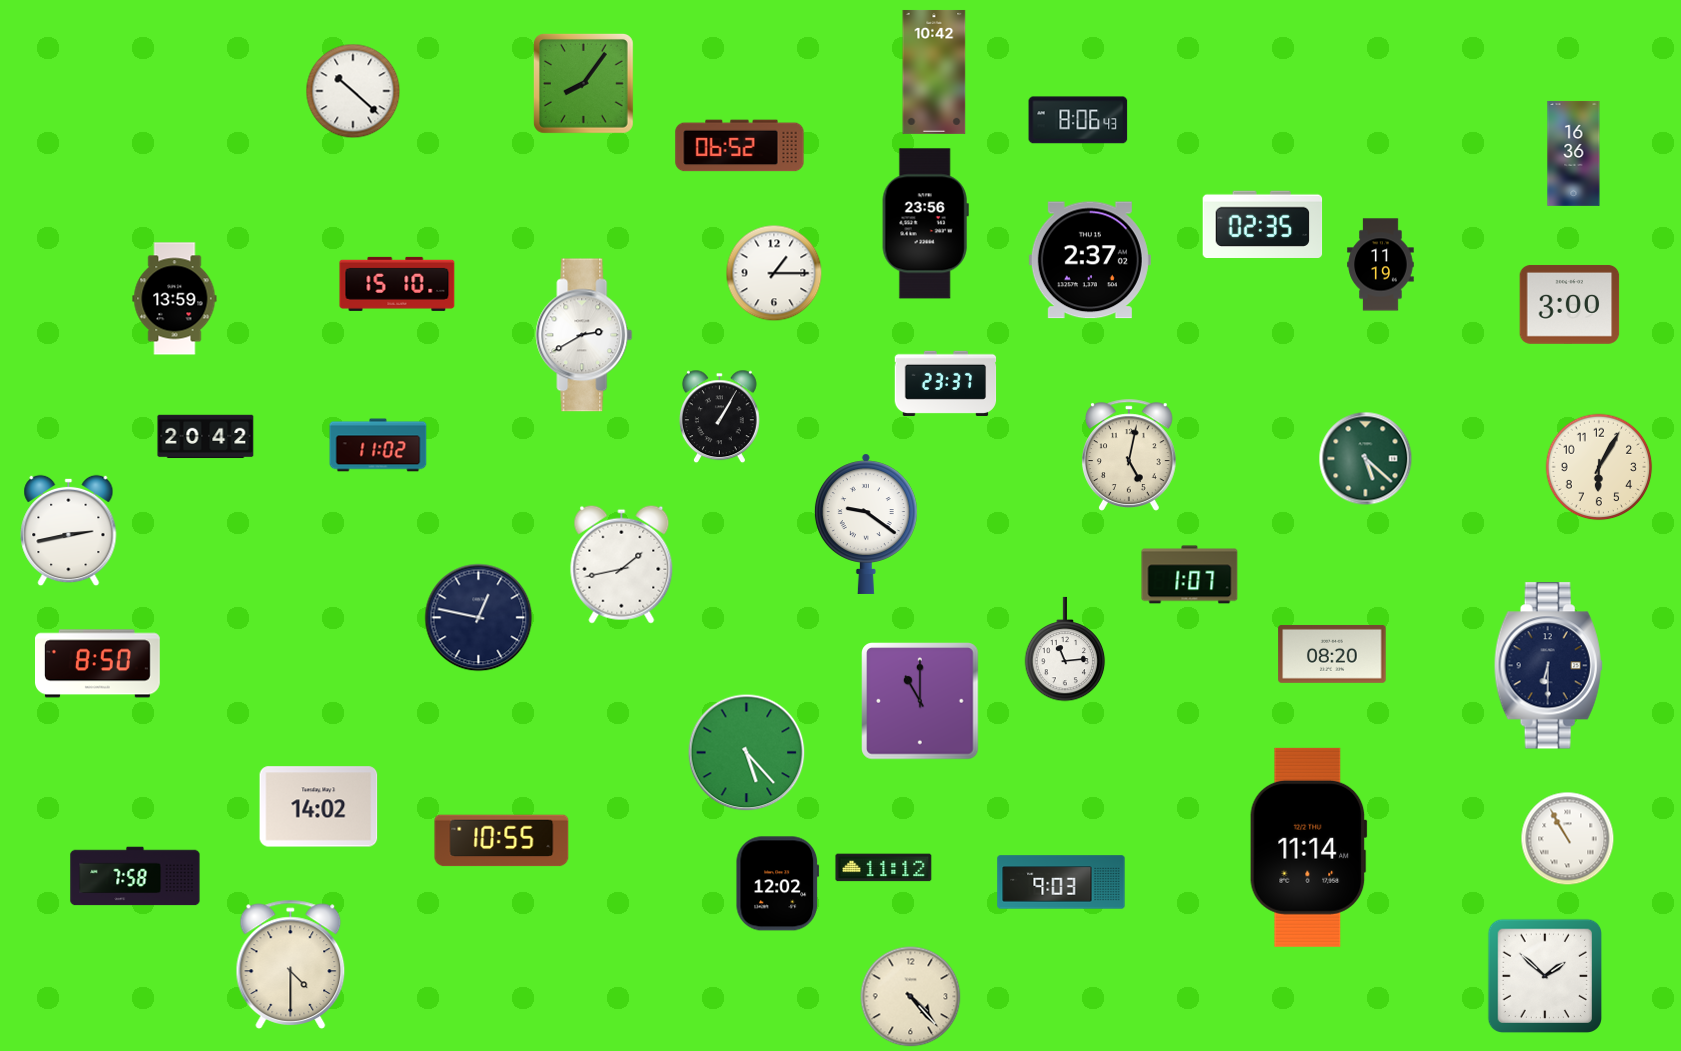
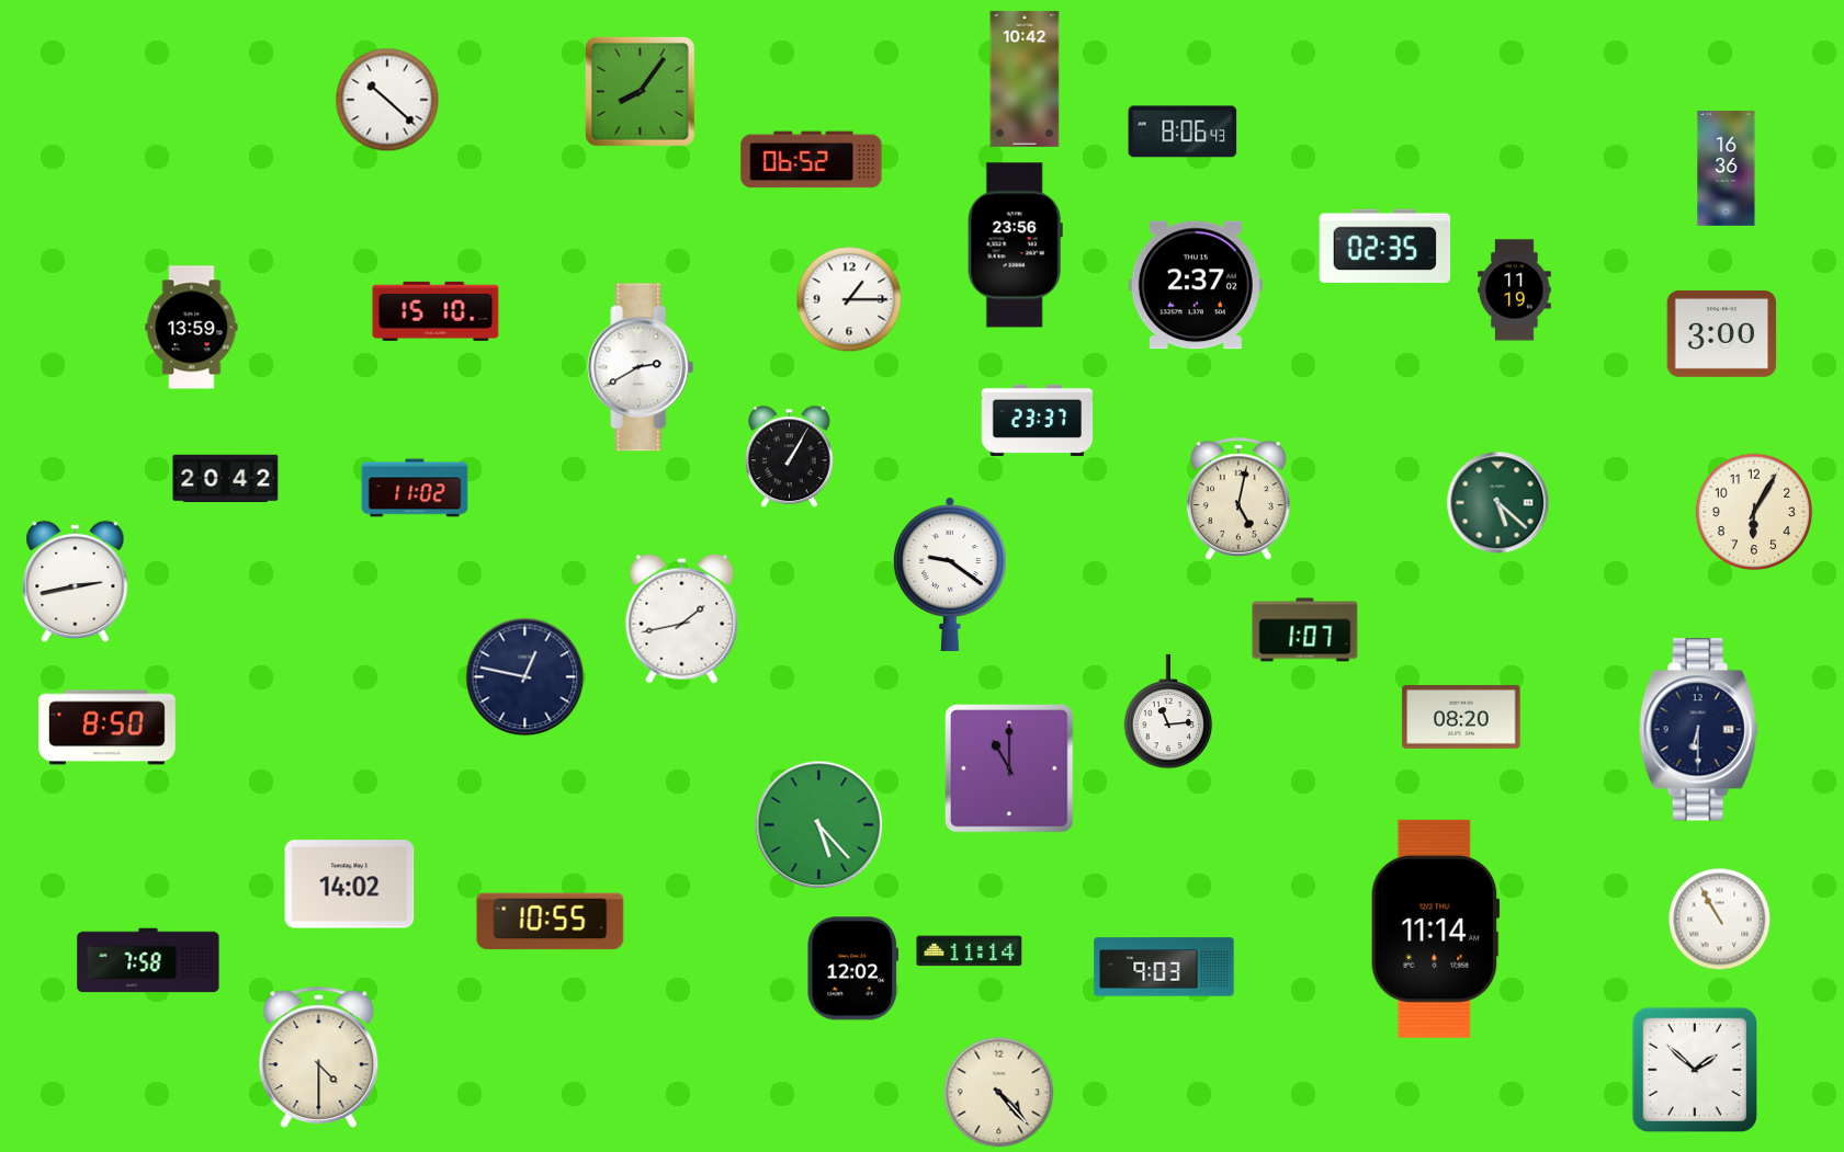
clock at (884, 868): 11:12 -> 11:14
